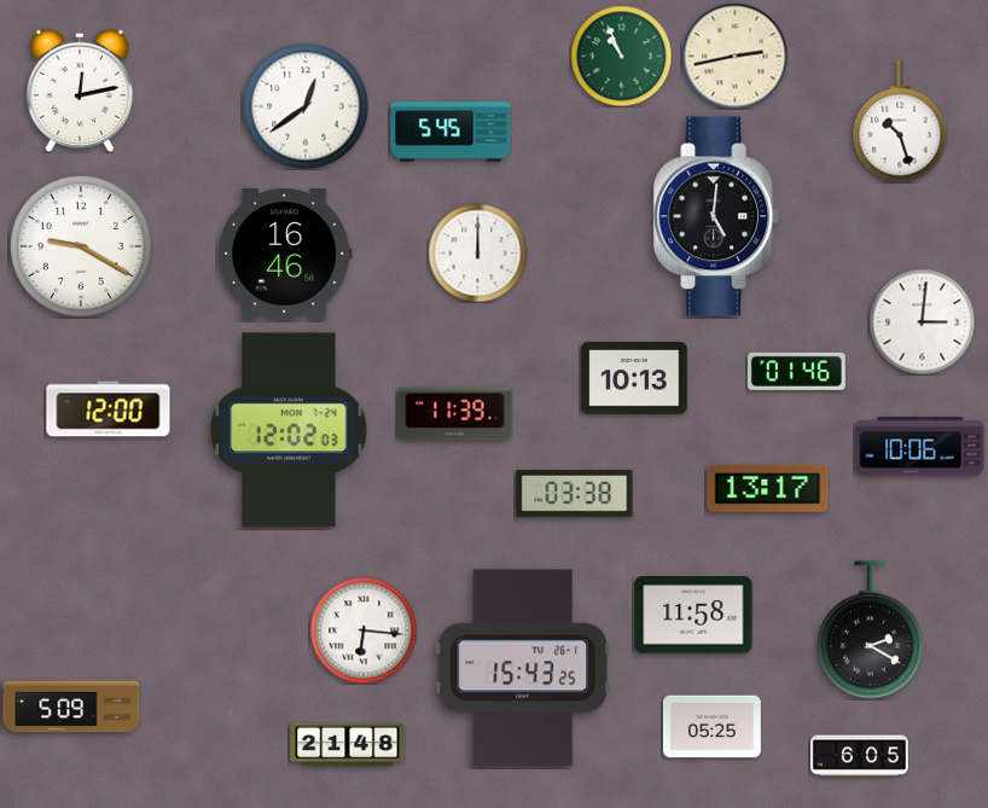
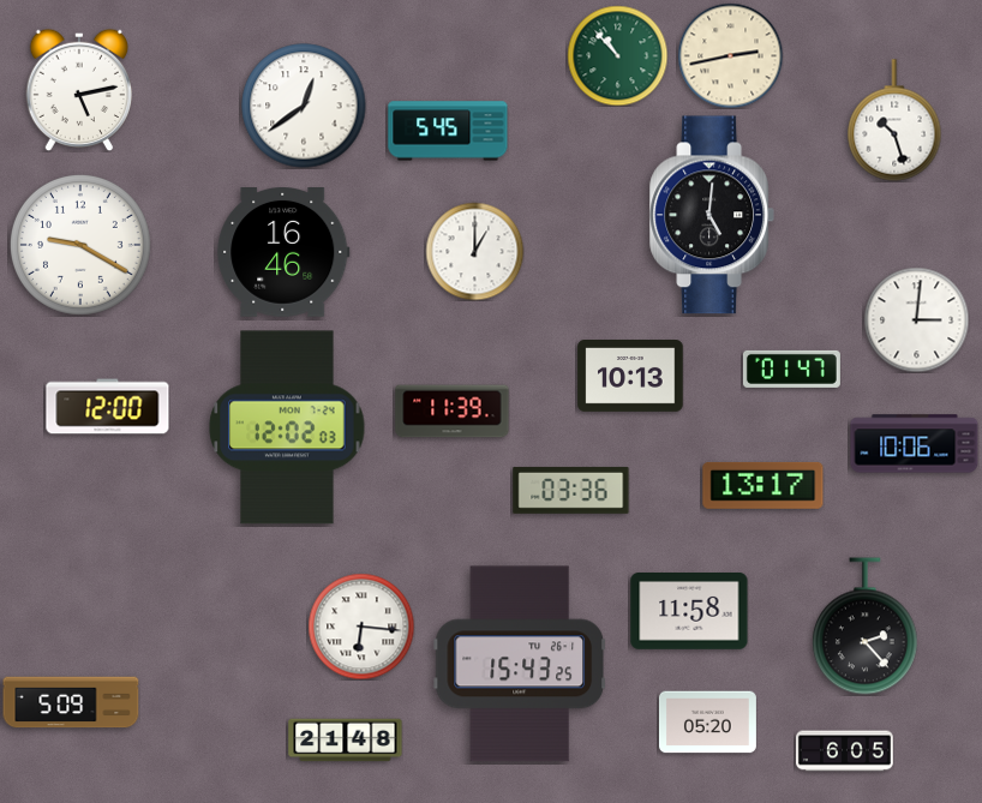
clock at (621, 56): 10:56 -> 10:53
clock at (80, 91): 12:13 -> 5:13
clock at (477, 252): 12:00 -> 1:00
clock at (796, 371): 01:46 -> 01:47
clock at (575, 493): 03:38 -> 03:36
clock at (870, 630): 2:20 -> 2:23
clock at (711, 727): 05:25 -> 05:20
clock at (859, 756) position: (859, 756) -> (844, 751)
